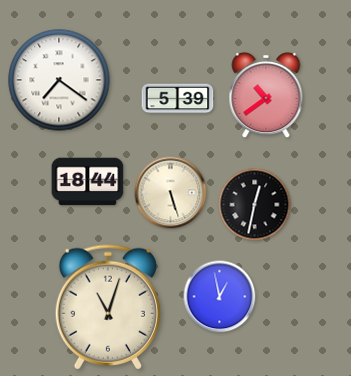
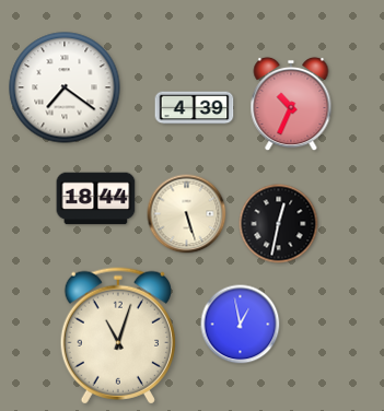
clock at (266, 95): 10:39 -> 10:34
clock at (178, 99): 5:39 -> 4:39
clock at (171, 193) position: (171, 193) -> (187, 214)
